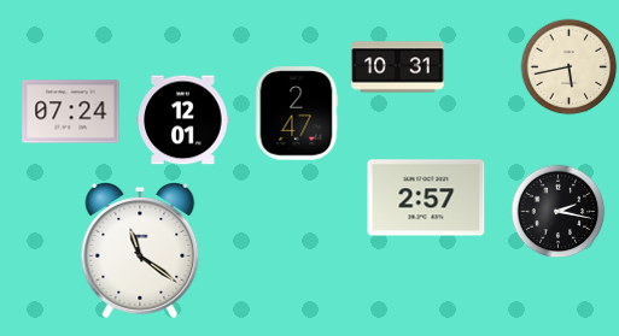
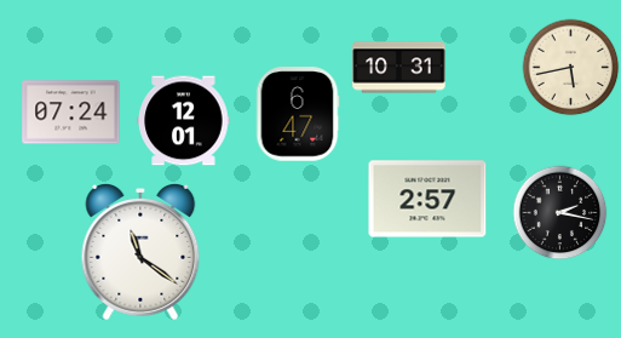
clock at (297, 113): 2:47 -> 6:47
